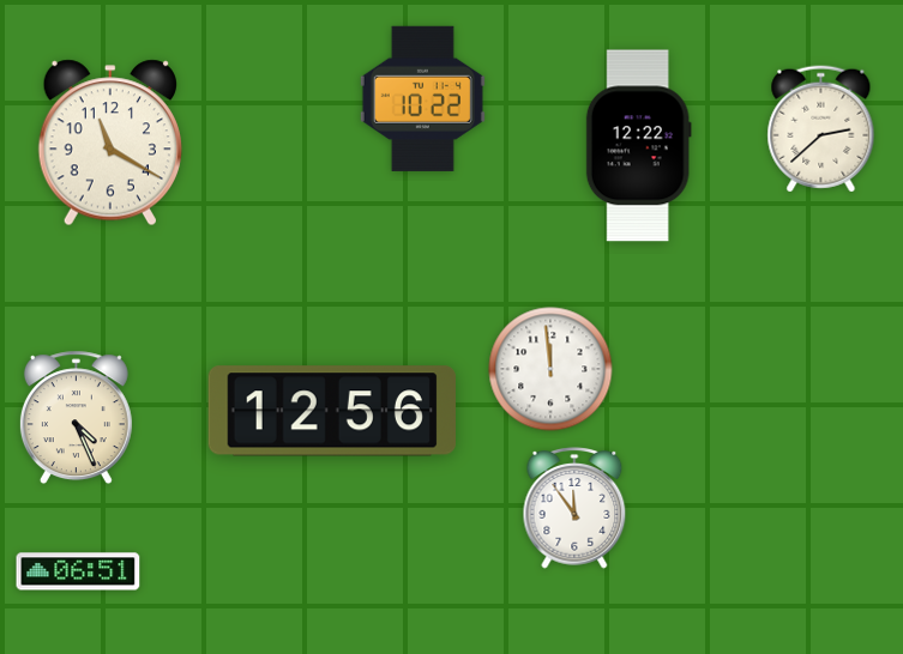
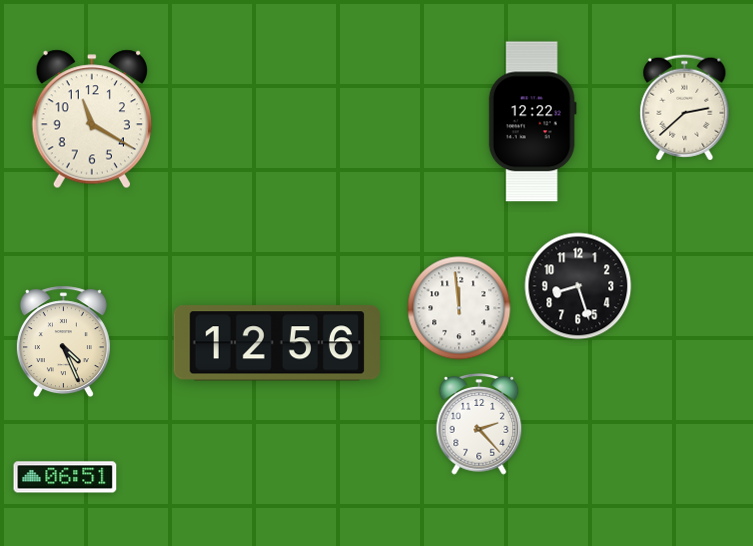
clock at (422, 98): 10:22 -> none
clock at (578, 286): none -> 8:27
clock at (76, 418) position: (76, 418) -> (63, 342)
clock at (574, 508): 11:54 -> 2:23
